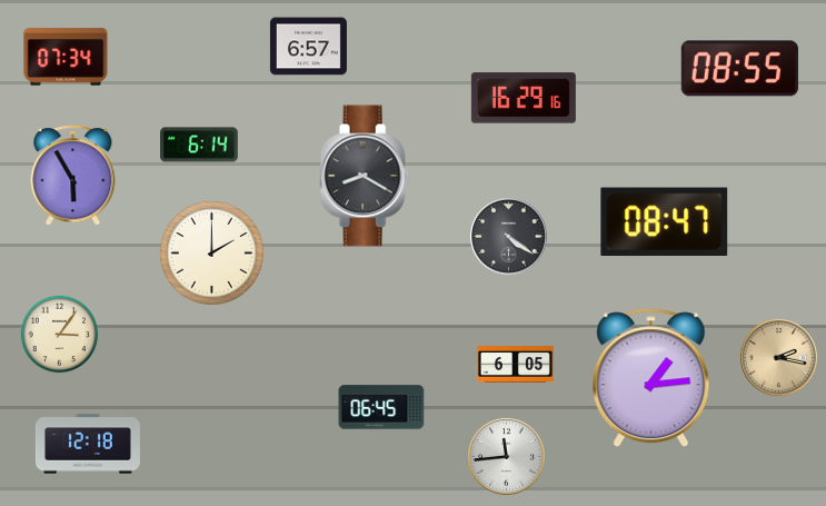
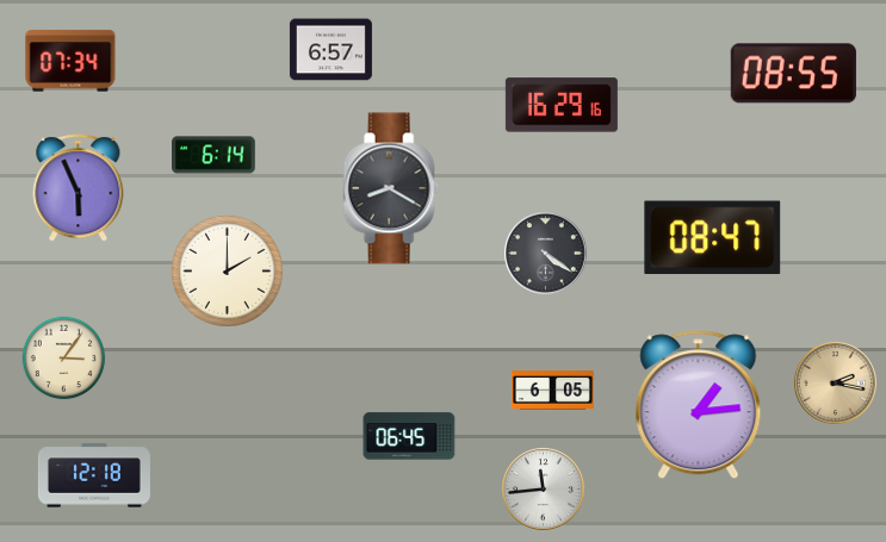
clock at (73, 176): 5:55 -> 5:56
